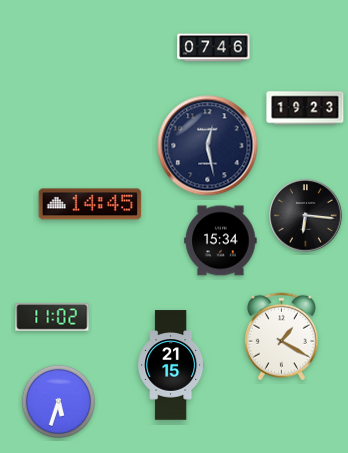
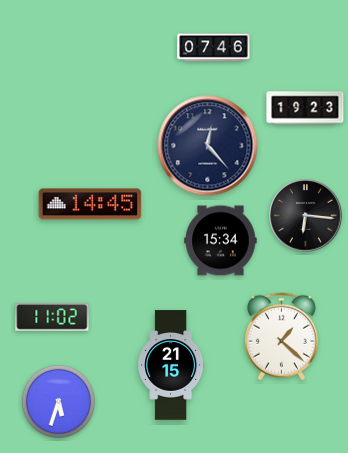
clock at (208, 146): 12:28 -> 12:23
clock at (281, 337): 1:20 -> 1:22
